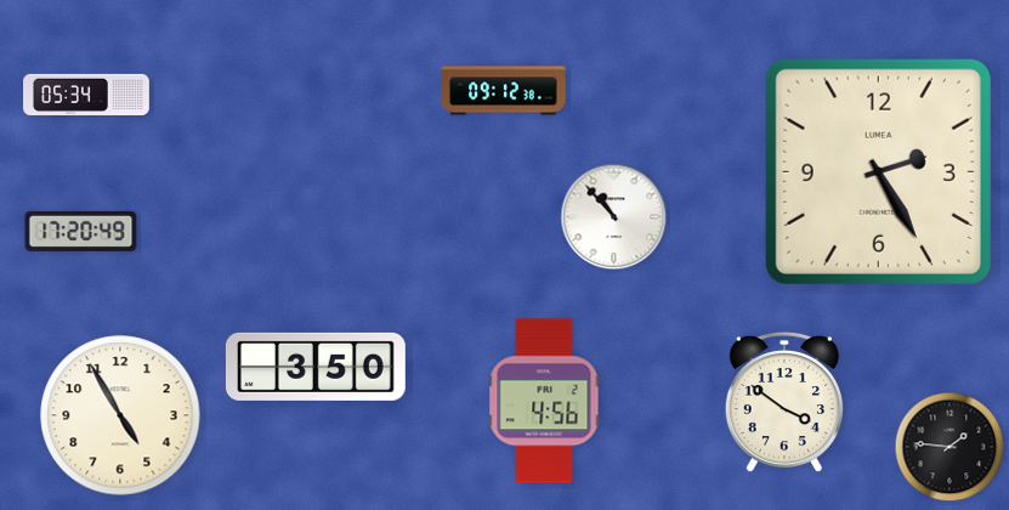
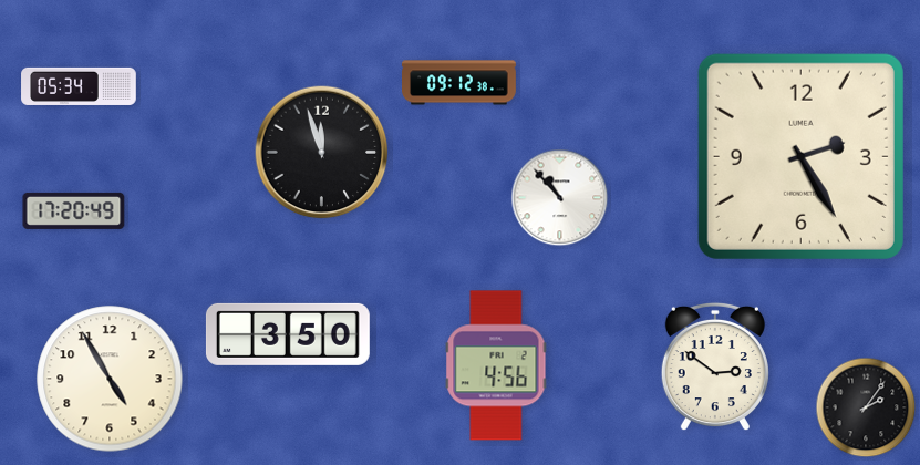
clock at (322, 153): none -> 11:57
clock at (784, 402): 3:51 -> 2:51
clock at (950, 447): 1:46 -> 2:06
